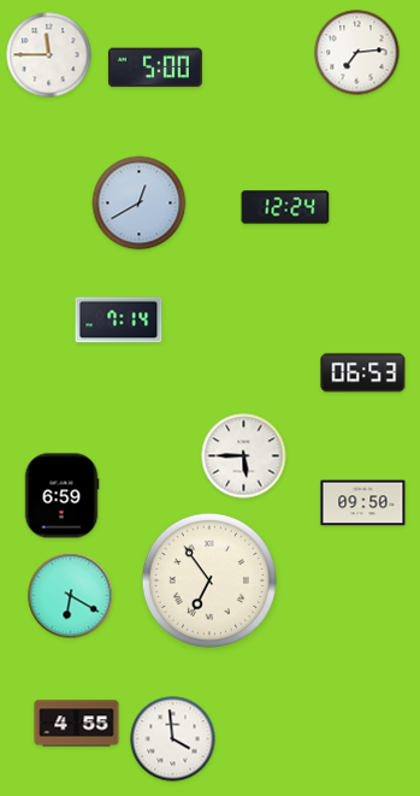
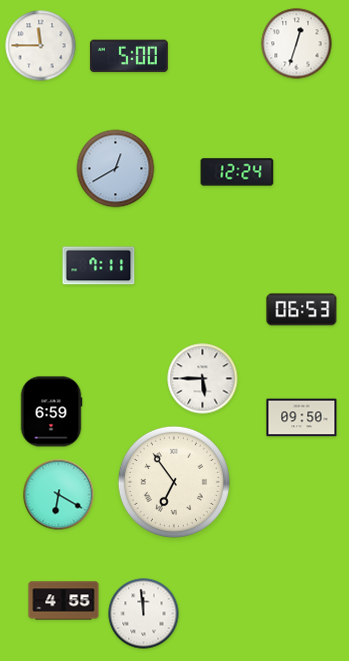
clock at (357, 53): 7:14 -> 12:33
clock at (119, 320): 7:14 -> 7:11
clock at (173, 739): 3:59 -> 11:59
